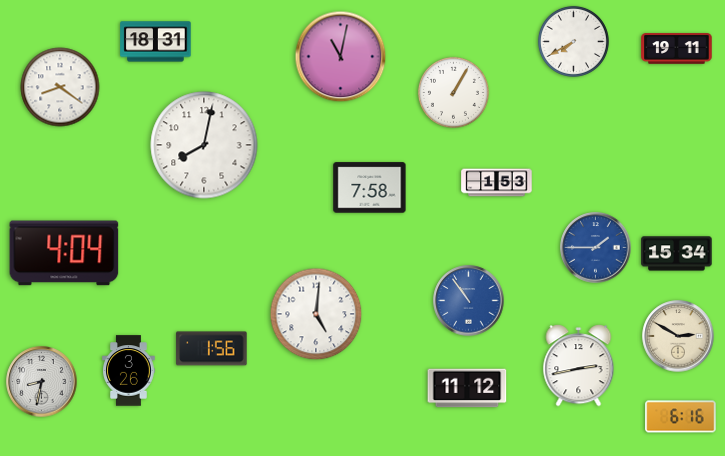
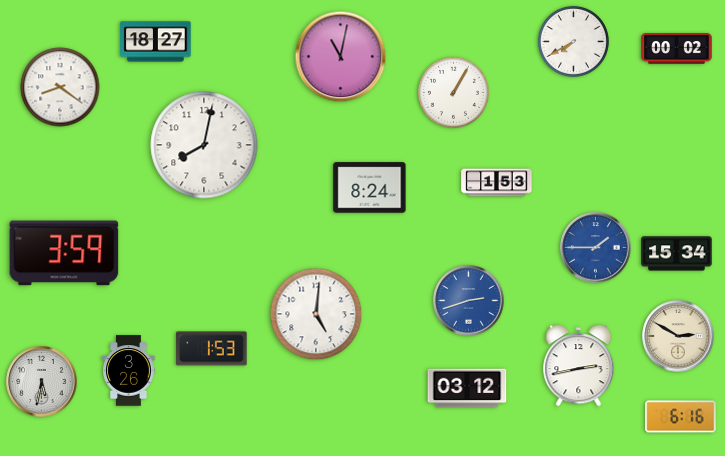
clock at (156, 42): 18:31 -> 18:27
clock at (677, 49): 19:11 -> 00:02
clock at (370, 188): 7:58 -> 8:24
clock at (64, 253): 4:04 -> 3:59
clock at (469, 301): 10:54 -> 2:42
clock at (212, 349): 1:56 -> 1:53
clock at (42, 382): 8:32 -> 5:32
clock at (467, 388): 11:12 -> 03:12
